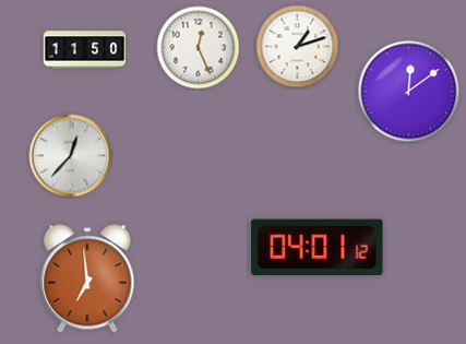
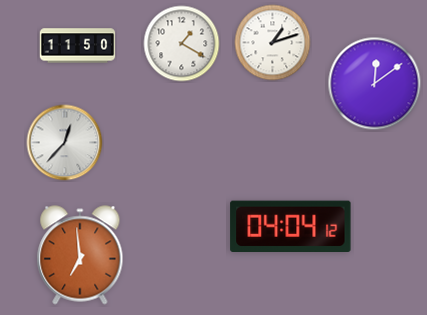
clock at (199, 48): 12:26 -> 1:20
clock at (318, 248): 04:01 -> 04:04
